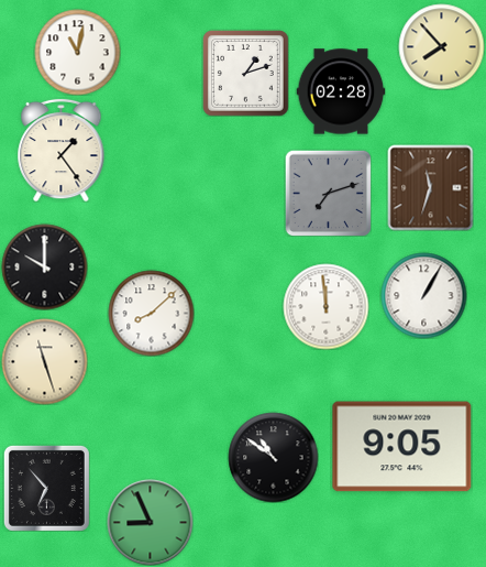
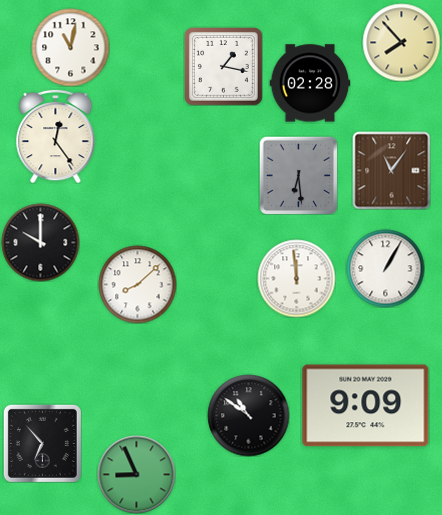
clock at (245, 73): 1:12 -> 1:17
clock at (62, 150): 1:24 -> 12:24
clock at (430, 187): 11:33 -> 11:06
clock at (328, 193): 7:12 -> 6:29
clock at (44, 361): 11:27 -> none
clock at (402, 447): 9:05 -> 9:09
